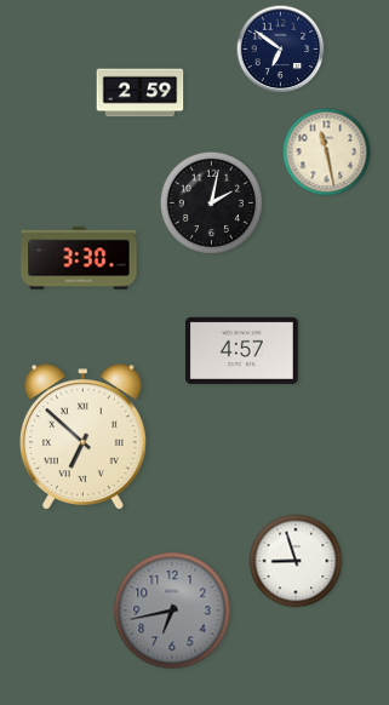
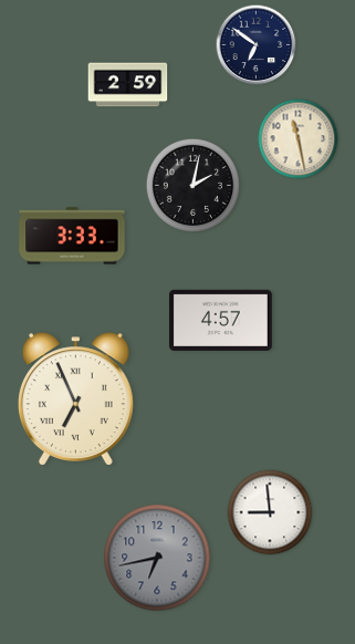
clock at (79, 258): 3:30 -> 3:33
clock at (82, 437): 6:52 -> 6:56
clock at (296, 561): 8:57 -> 8:59
